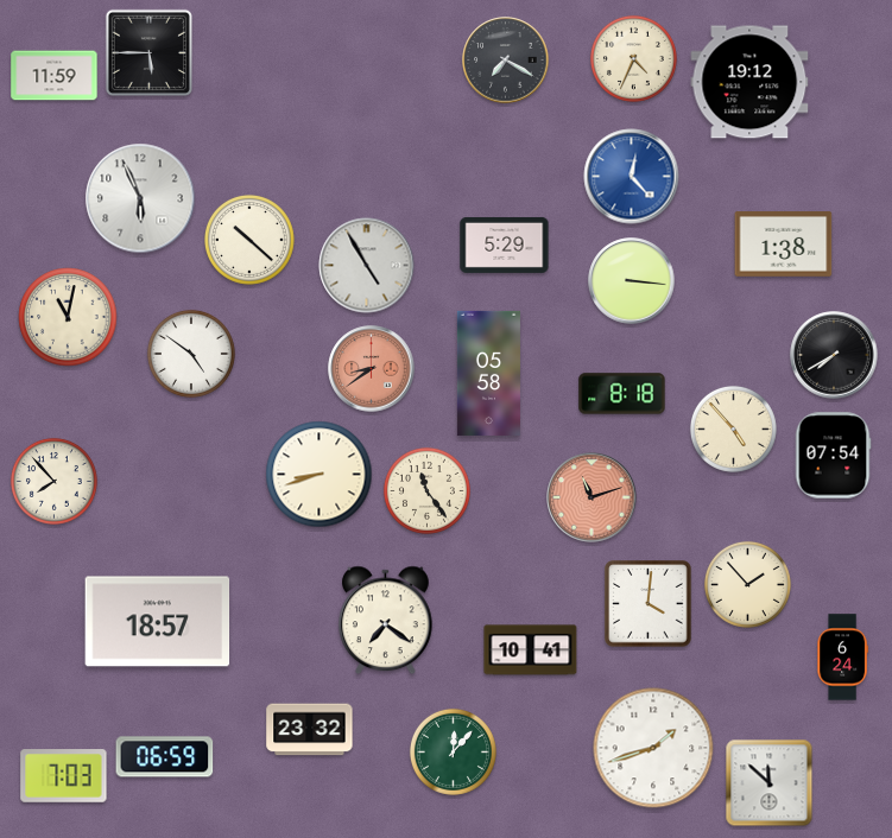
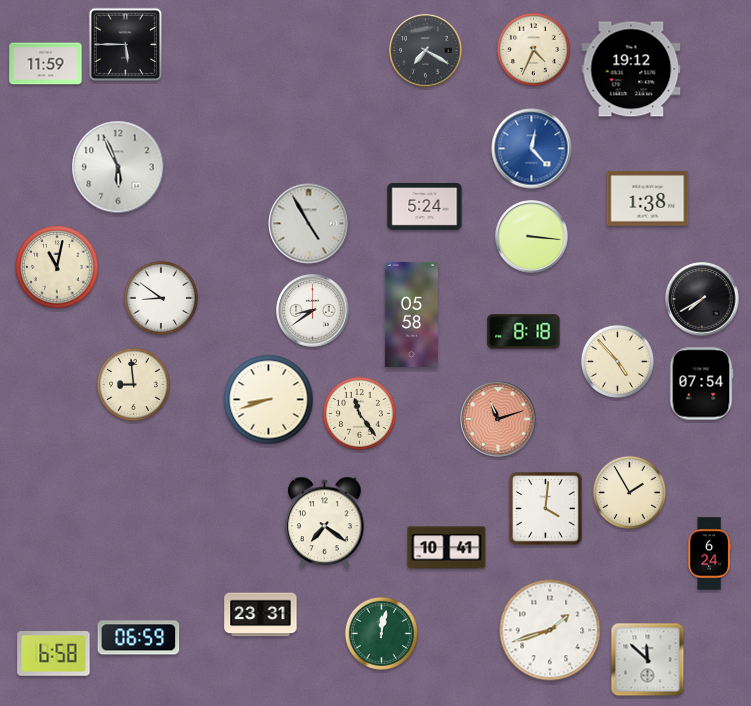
clock at (251, 241): 10:22 -> none
clock at (505, 245): 5:29 -> 5:24
clock at (784, 245) position: (784, 245) -> (648, 199)
clock at (191, 354): 4:51 -> 8:51
clock at (372, 369) dial: salmon -> white
clock at (133, 384): none -> 8:59
clock at (53, 481): 7:53 -> none
clock at (747, 584): 1:53 -> 1:55
clock at (158, 622): 18:57 -> none
clock at (310, 730): 23:32 -> 23:31
clock at (453, 751): 12:07 -> 12:02
clock at (64, 776): 7:03 -> 6:58
